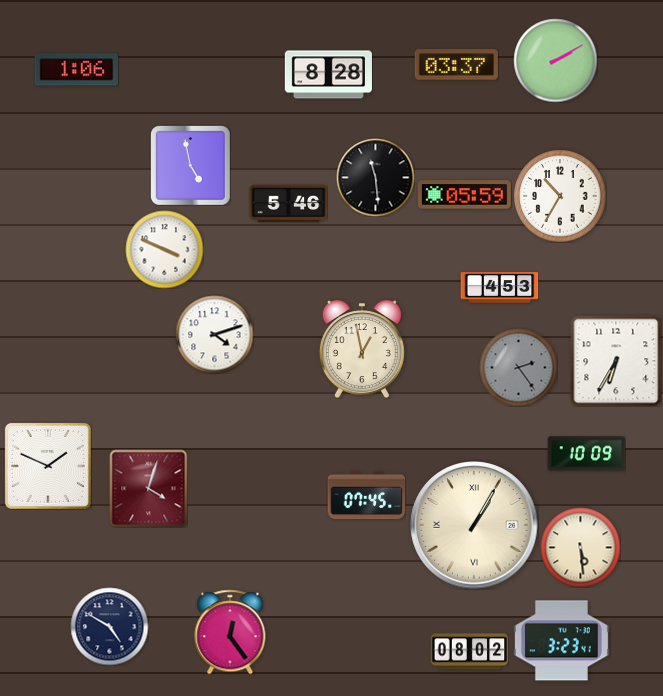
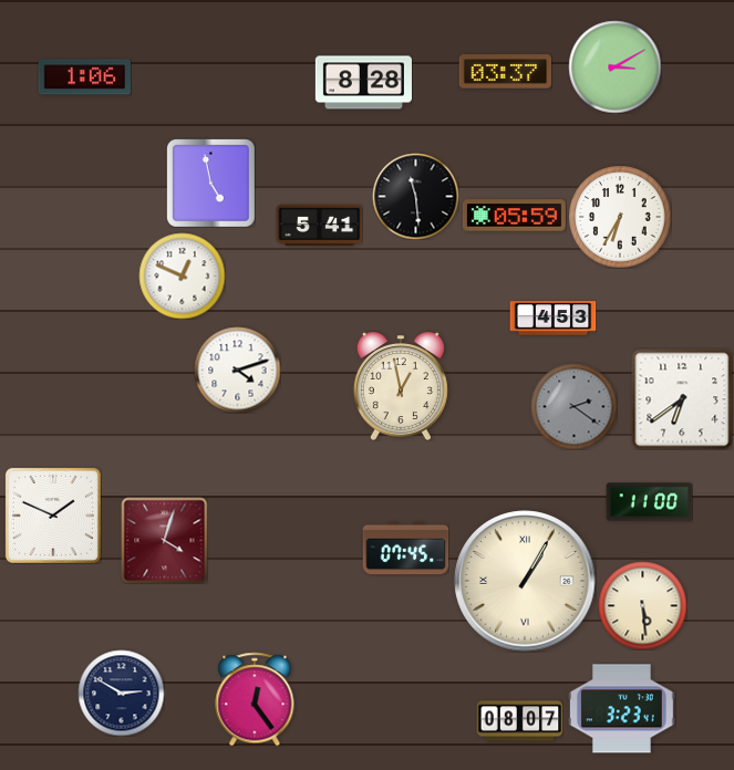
clock at (555, 60): 2:10 -> 3:10
clock at (560, 196): 10:35 -> 6:35
clock at (288, 204): 5:46 -> 5:41
clock at (164, 249): 3:49 -> 12:49
clock at (616, 361): 6:35 -> 6:39
clock at (518, 367): 2:24 -> 2:21
clock at (586, 454): 10:09 -> 11:00
clock at (109, 626): 4:50 -> 2:50
clock at (469, 652): 08:02 -> 08:07
